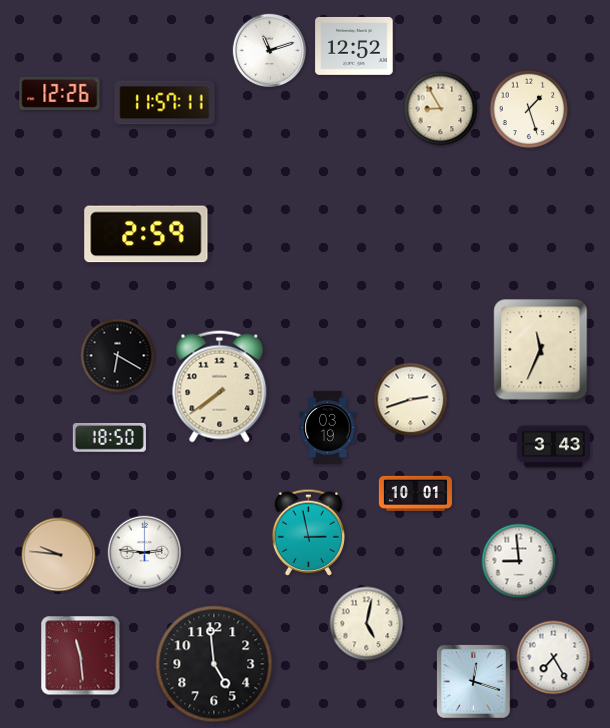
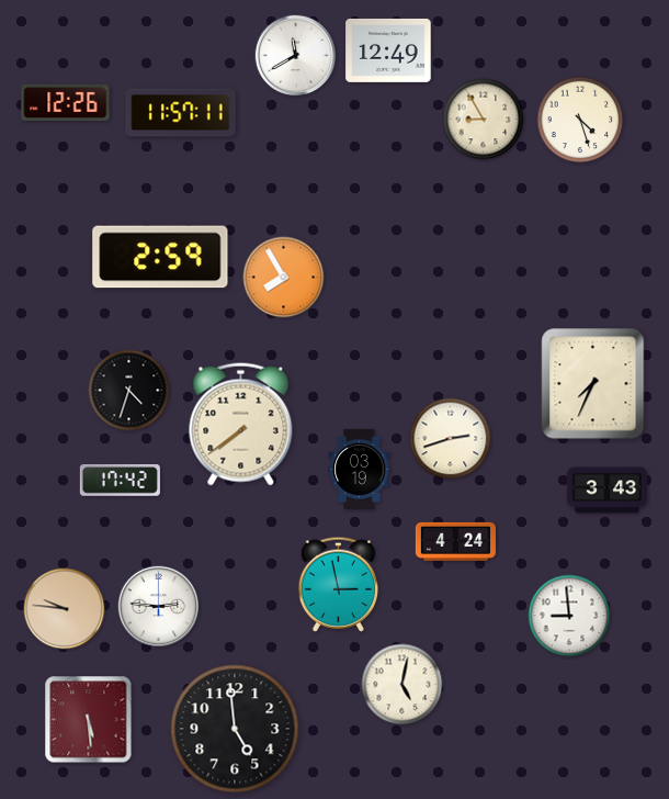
clock at (354, 46): 12:52 -> 12:49
clock at (270, 51): 11:12 -> 11:40
clock at (529, 109): 1:27 -> 4:27
clock at (284, 278): none -> 7:55
clock at (541, 350): 11:34 -> 7:34
clock at (118, 356): 6:20 -> 4:33
clock at (109, 438): 18:50 -> 17:42
clock at (415, 493): 10:01 -> 4:24
clock at (81, 656): 11:29 -> 5:29
clock at (554, 658): 7:25 -> none
clock at (473, 681): 12:18 -> none
